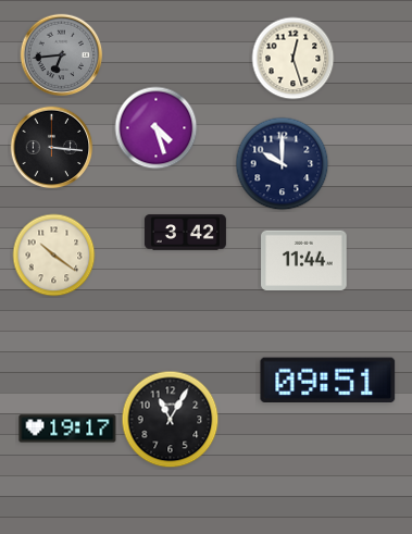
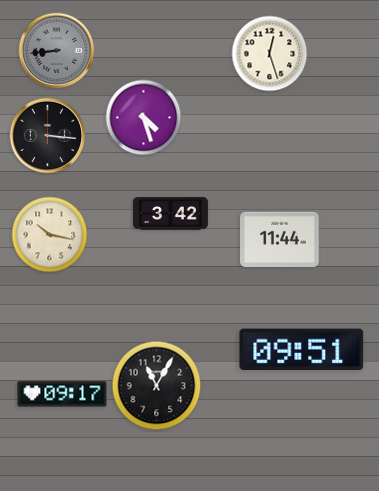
clock at (62, 55): 6:44 -> 8:44
clock at (283, 164): 10:00 -> none
clock at (54, 256): 10:21 -> 10:17
clock at (67, 429): 19:17 -> 09:17
